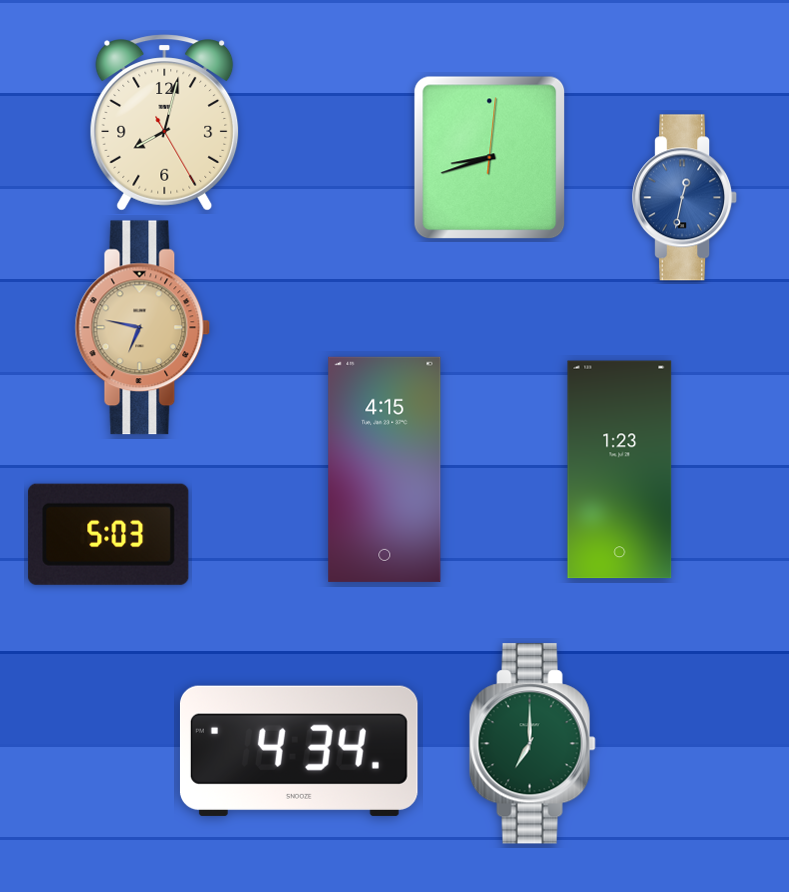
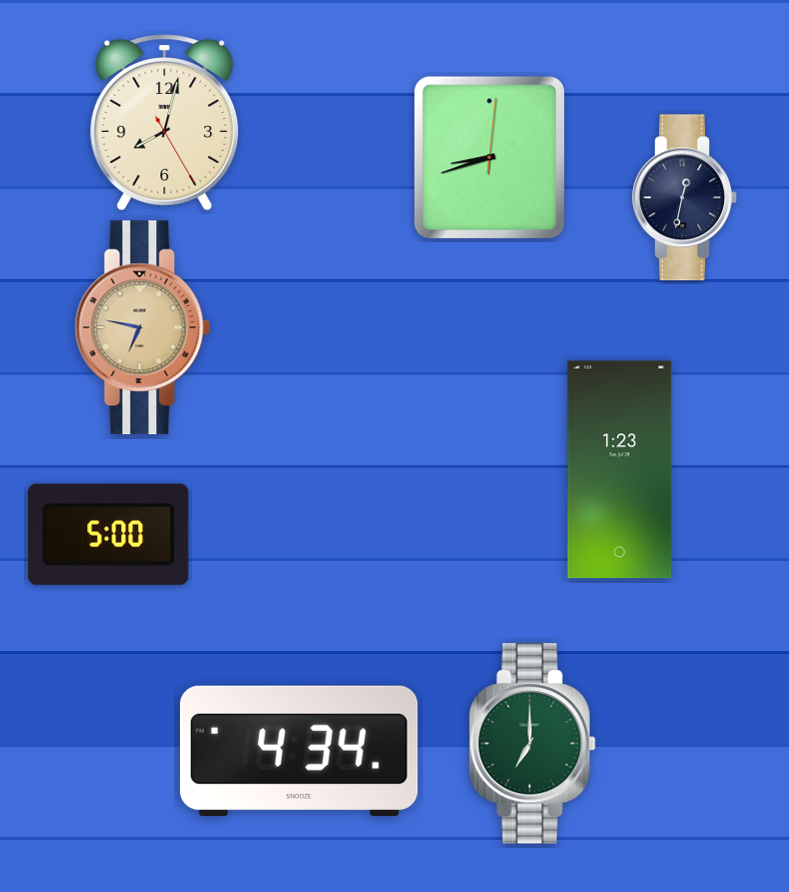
clock at (685, 198) dial: blue -> navy
clock at (385, 469): 4:15 -> none
clock at (109, 534): 5:03 -> 5:00
